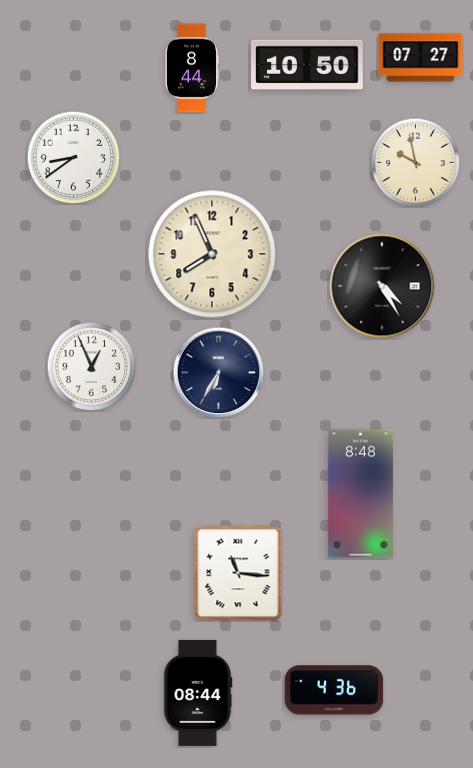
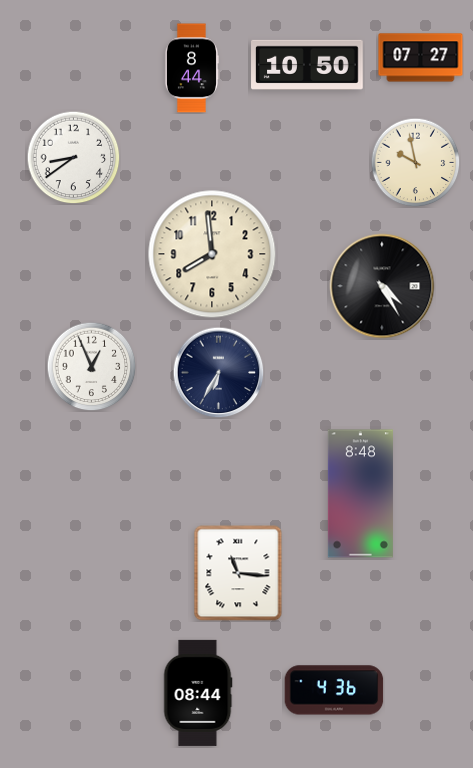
clock at (212, 254): 7:56 -> 7:59
